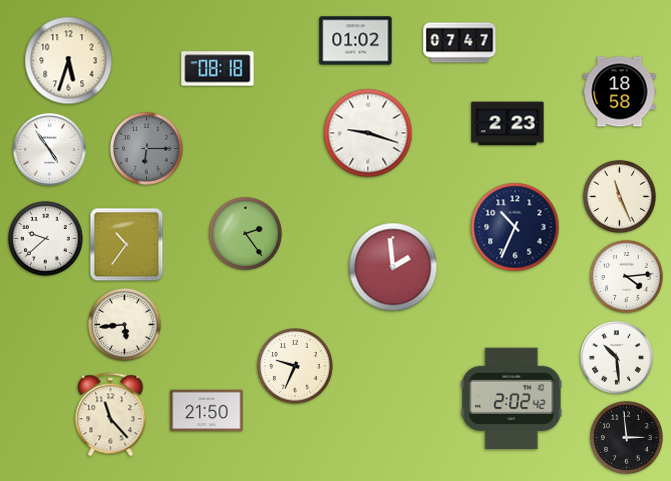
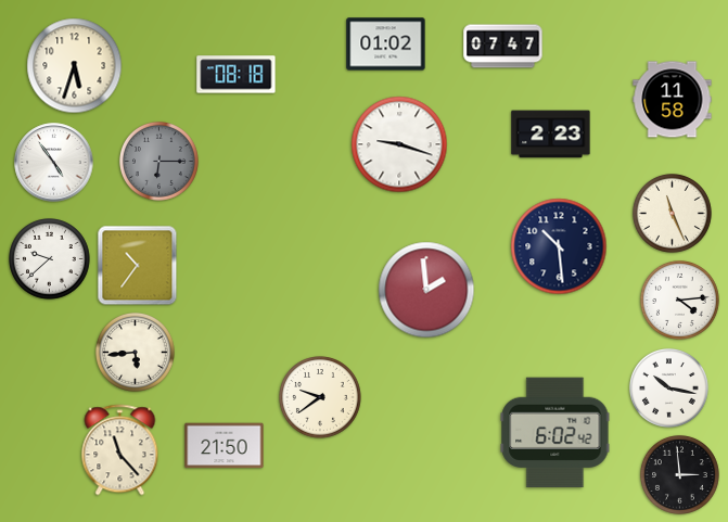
clock at (460, 43) position: (460, 43) -> (503, 47)
clock at (620, 92): 18:58 -> 11:58
clock at (515, 227): 10:34 -> 10:29
clock at (245, 233): 2:24 -> none
clock at (616, 357): 10:29 -> 10:17
clock at (295, 366): 9:34 -> 9:39
clock at (512, 399): 2:02 -> 6:02
